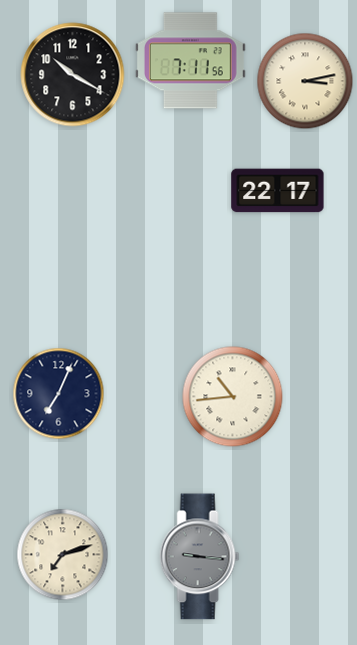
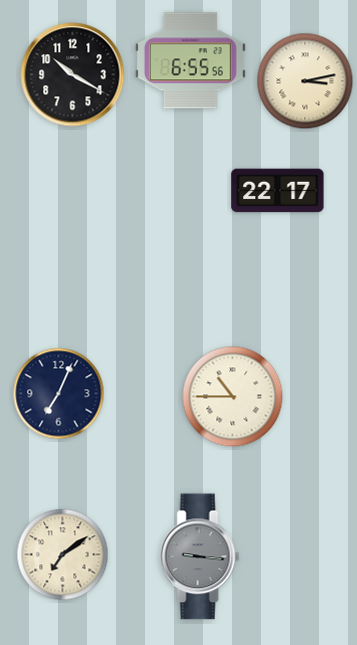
clock at (190, 61): 7:11 -> 6:55
clock at (233, 397): 10:44 -> 10:45
clock at (63, 555): 7:12 -> 7:09
